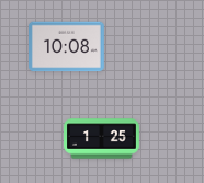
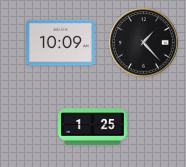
clock at (67, 47): 10:08 -> 10:09
clock at (144, 43): none -> 1:23
